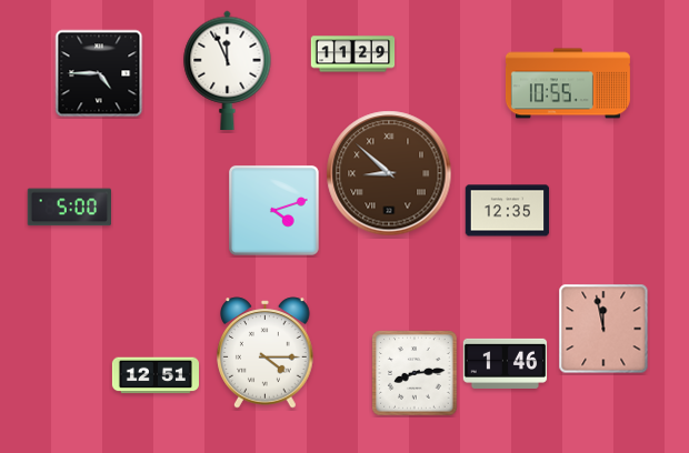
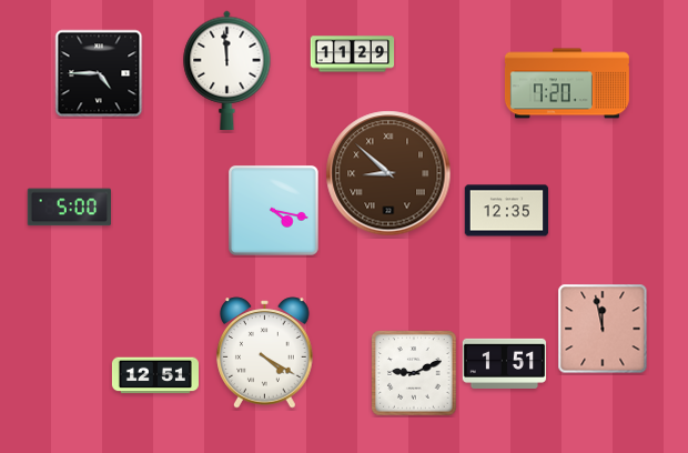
clock at (228, 70): 11:56 -> 11:59
clock at (568, 83): 10:55 -> 7:20
clock at (274, 211): 4:12 -> 4:17
clock at (266, 353): 4:15 -> 4:20
clock at (506, 363): 1:46 -> 1:51
clock at (415, 373): 8:14 -> 9:11
